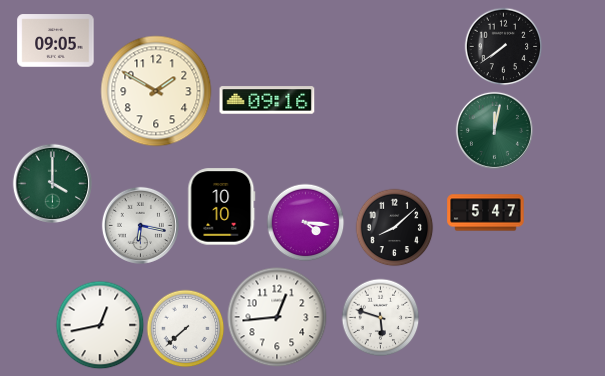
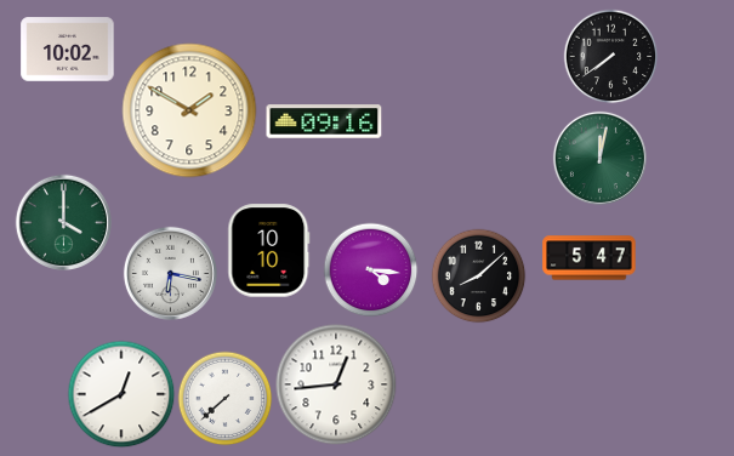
clock at (56, 41): 09:05 -> 10:02
clock at (380, 317): 5:48 -> none
clock at (100, 325): 12:43 -> 12:40
